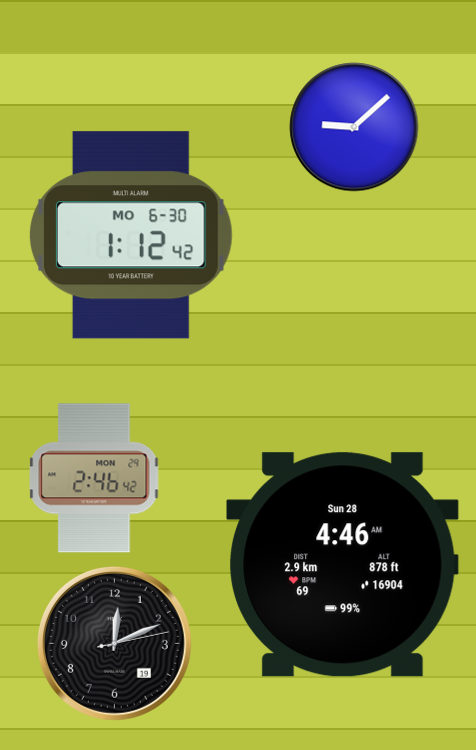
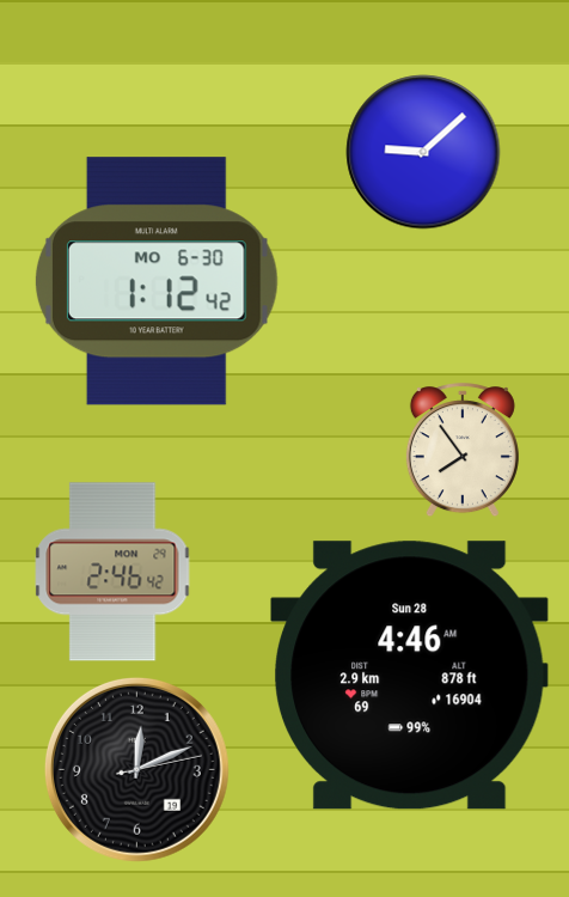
clock at (463, 451): none -> 7:54
